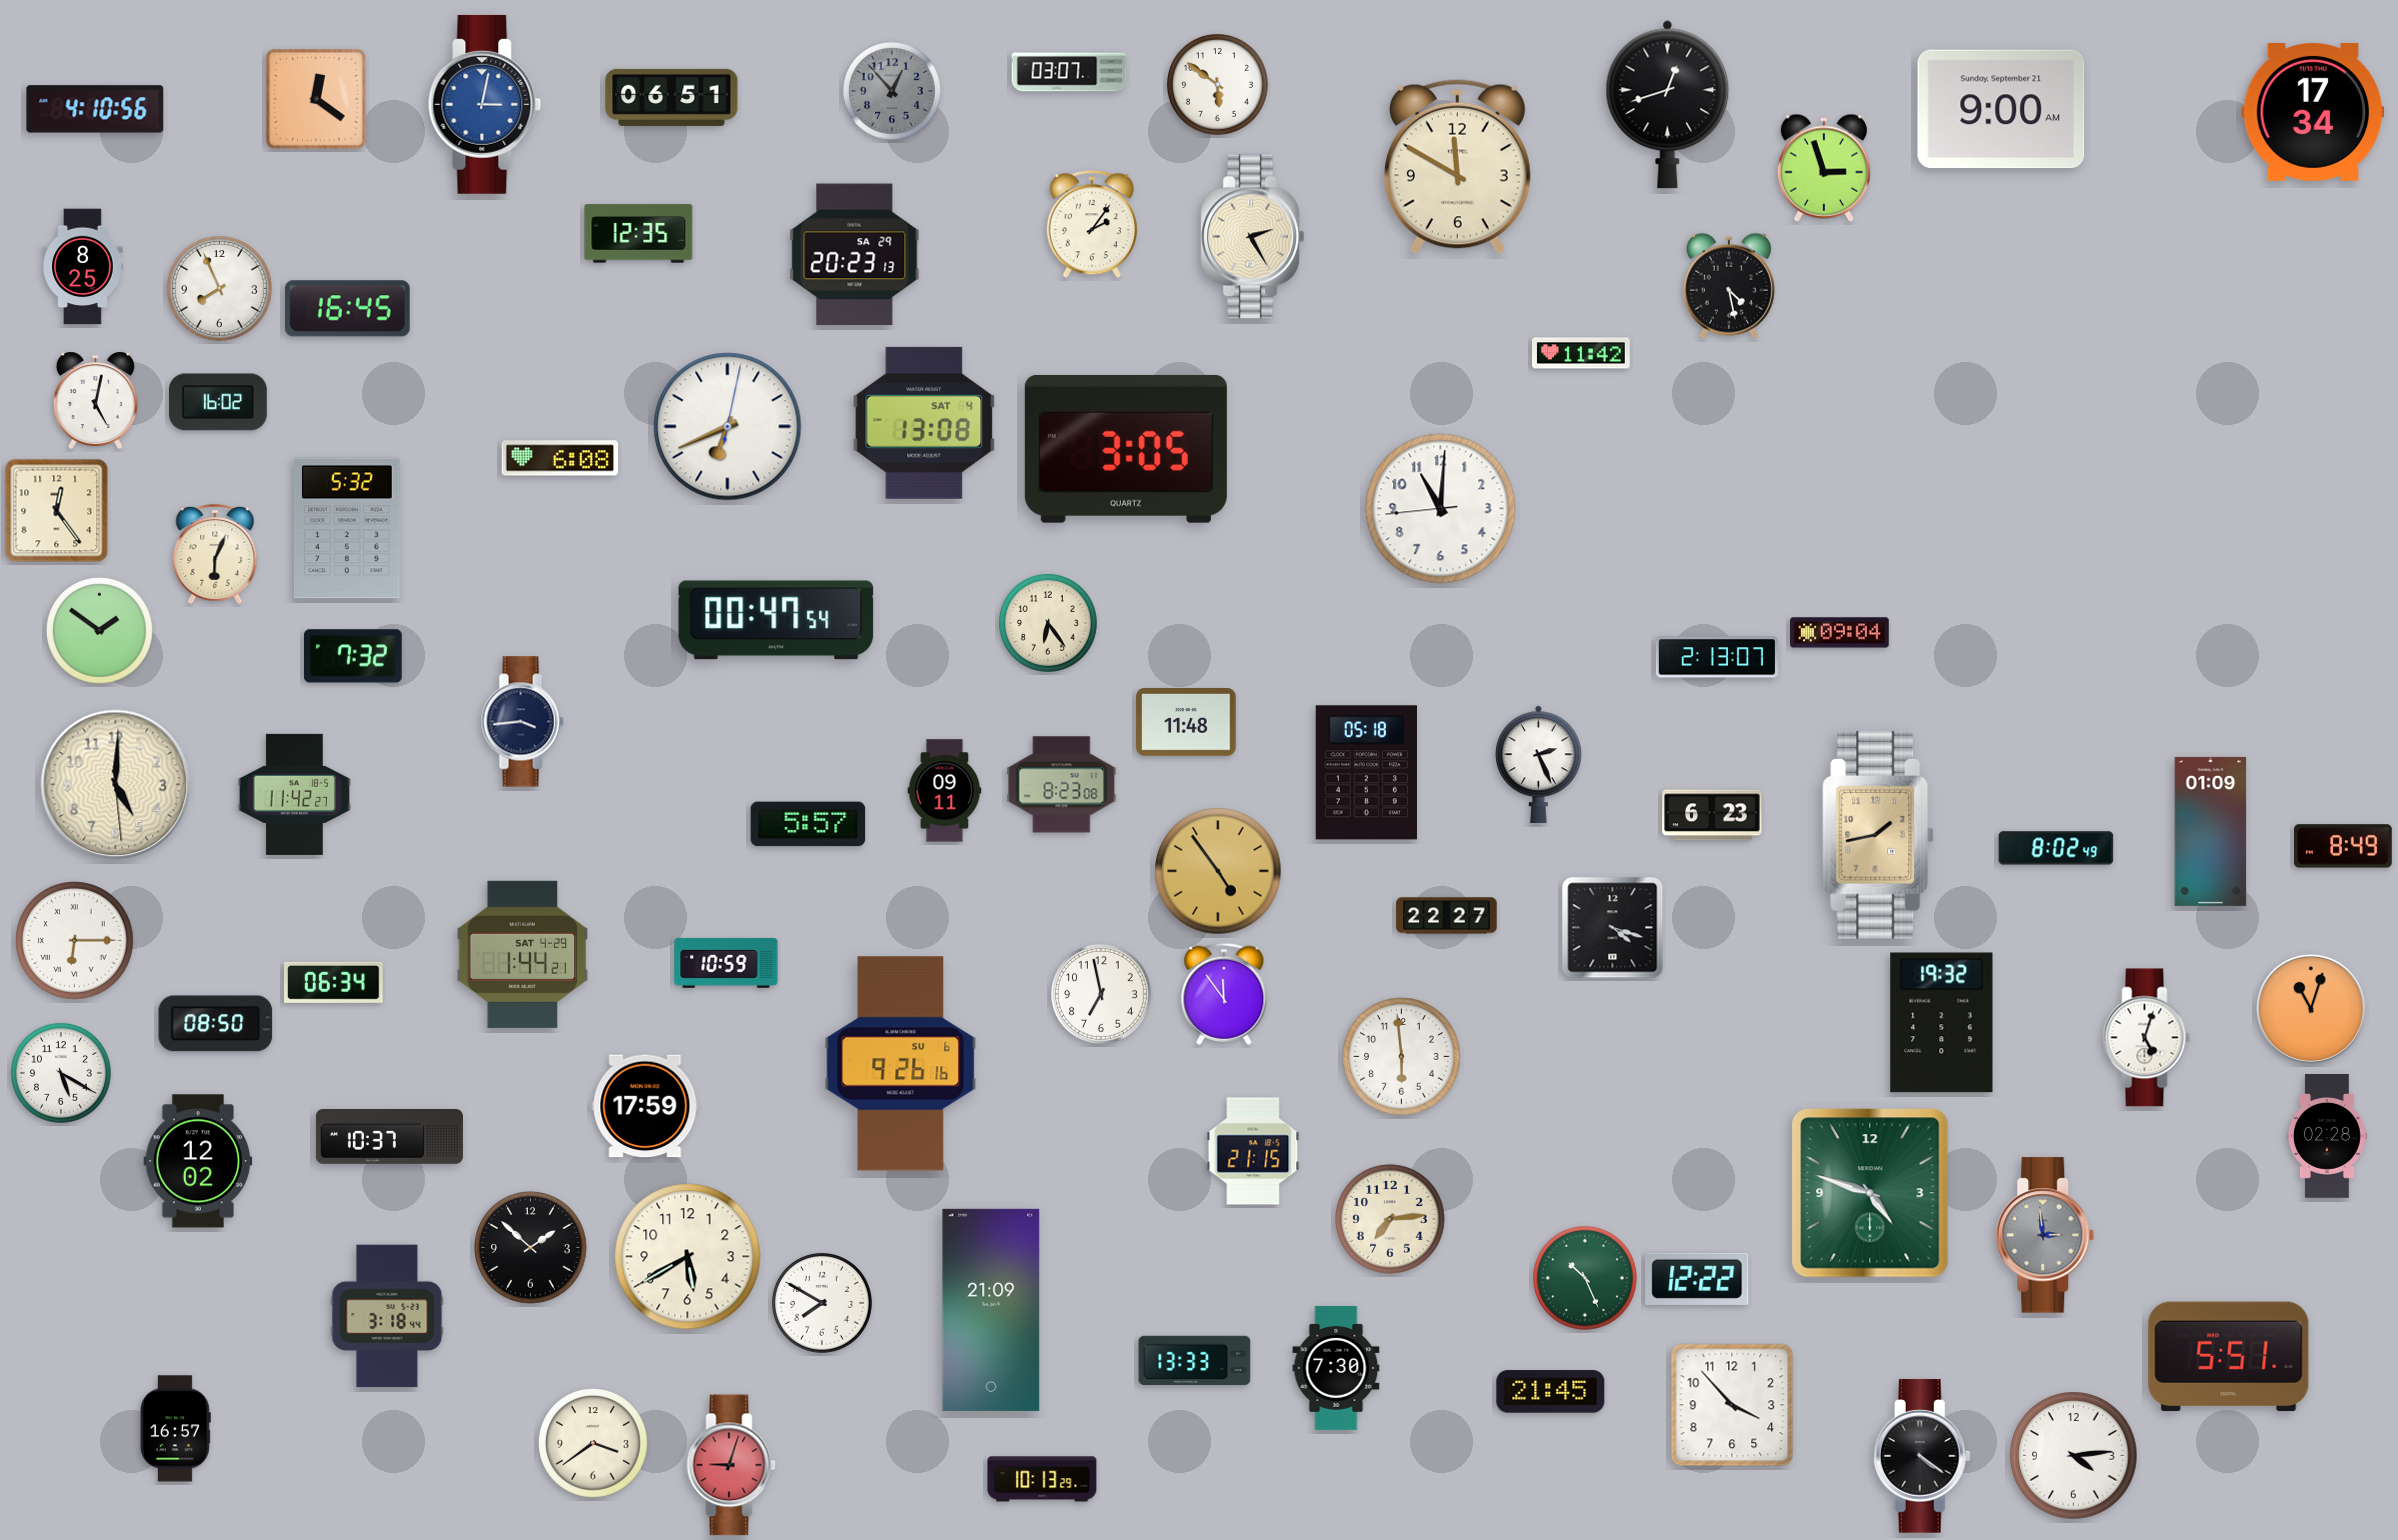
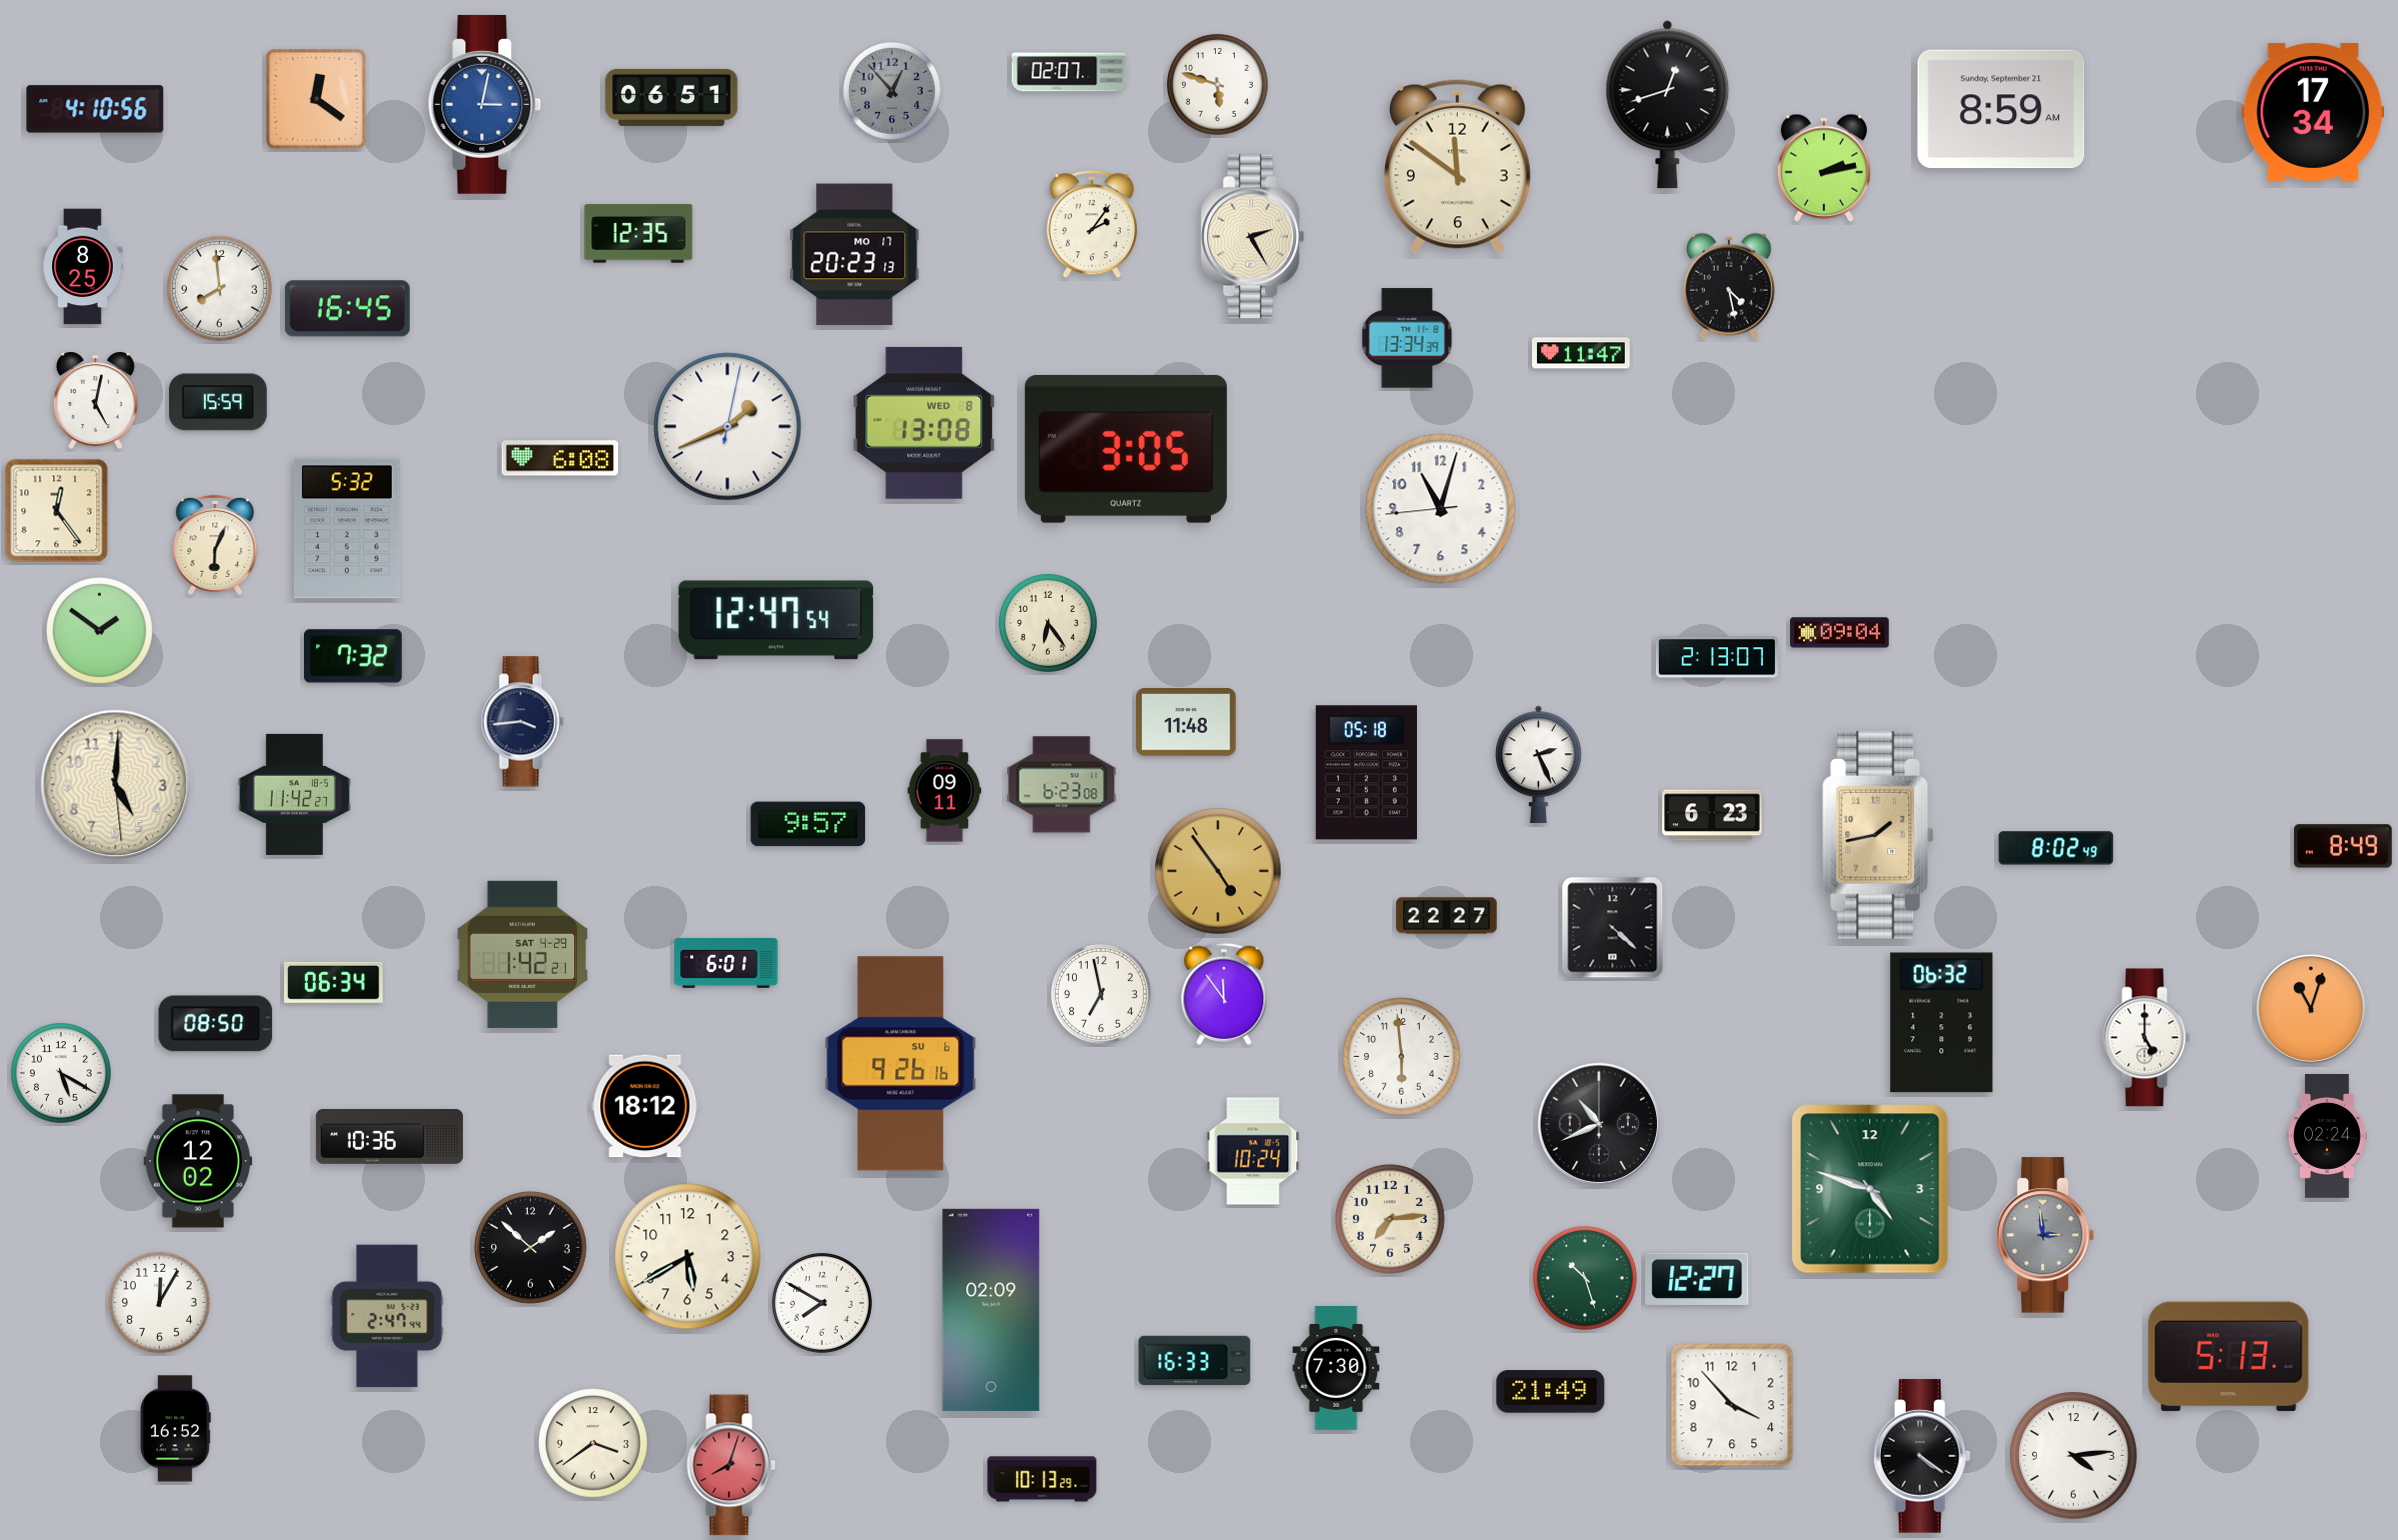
clock at (1069, 72): 03:07 -> 02:07
clock at (1218, 85): 5:51 -> 5:48
clock at (2001, 109): 9:00 -> 8:59
clock at (1457, 167): 11:50 -> 11:51
clock at (1824, 168): 2:57 -> 2:13
clock at (855, 255) date: SA 29 -> MO 17
clock at (220, 289): 7:56 -> 7:59
clock at (1407, 338): none -> 13:34
clock at (1582, 353): 11:42 -> 11:47
clock at (219, 402): 16:02 -> 15:59
clock at (924, 423) date: SAT 4 -> WED 8
clock at (728, 427): 6:41 -> 1:41
clock at (1441, 509): 11:00 -> 11:02
clock at (215, 554) position: (215, 554) -> (215, 545)
clock at (776, 620): 00:47 -> 12:47
clock at (1062, 785): 8:23 -> 6:23
clock at (808, 824): 5:57 -> 9:57
clock at (2211, 831): 01:09 -> none
clock at (1613, 928): 4:18 -> 4:22
clock at (75, 941): 6:15 -> none
clock at (523, 954): 1:44 -> 1:42
clock at (726, 963): 10:59 -> 6:01
clock at (1942, 1023): 19:32 -> 06:32
clock at (2147, 1038): 5:03 -> 5:00
clock at (645, 1106): 17:59 -> 18:12
clock at (1599, 1124): none -> 10:41
clock at (389, 1137): 10:37 -> 10:36
clock at (2327, 1137): 02:28 -> 02:24
clock at (1253, 1151): 21:15 -> 10:24
clock at (1870, 1193) position: (1870, 1193) -> (1870, 1189)
clock at (1586, 1279): 10:26 -> 10:27
clock at (1697, 1279): 12:22 -> 12:27
clock at (160, 1303): none -> 12:05
clock at (991, 1310): 21:09 -> 02:09
clock at (387, 1316): 3:18 -> 2:47
clock at (2229, 1357): 5:51 -> 5:13
clock at (1195, 1360): 13:33 -> 16:33
clock at (1551, 1392): 21:45 -> 21:49
clock at (175, 1429): 16:57 -> 16:52
clock at (731, 1465): 9:03 -> 8:03
